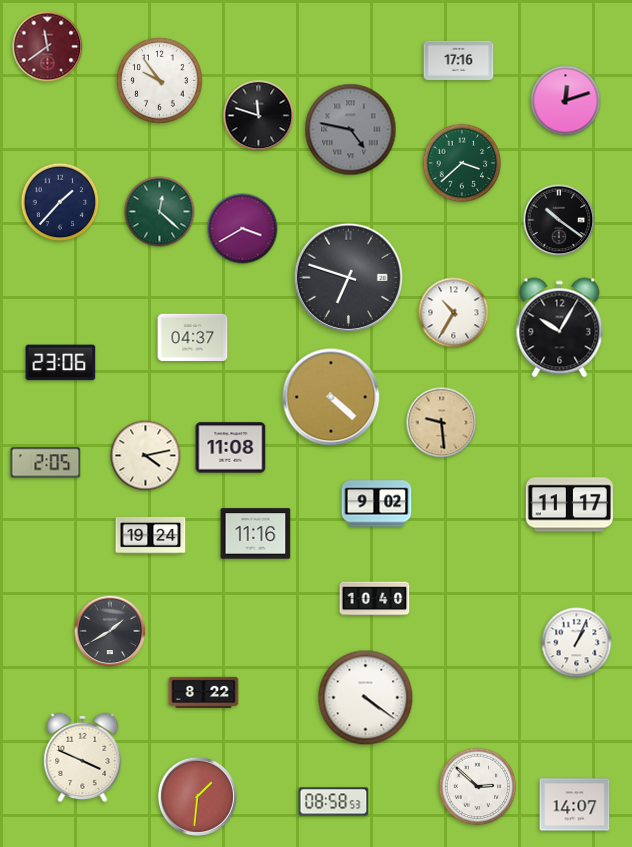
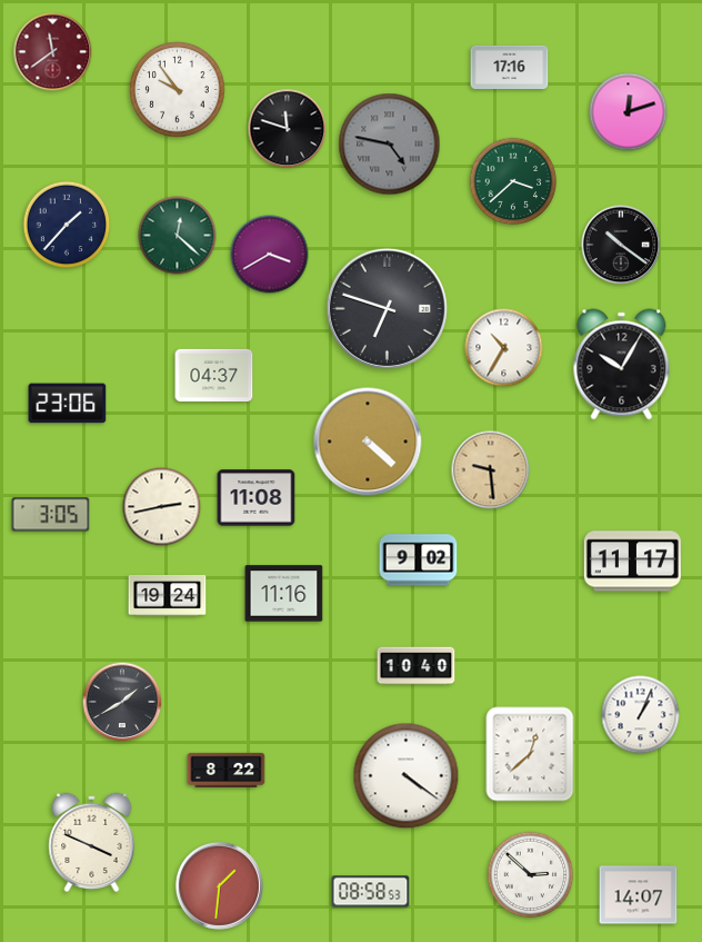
clock at (146, 456): 4:13 -> 2:43
clock at (46, 463): 2:05 -> 3:05
clock at (530, 754): none -> 12:38
